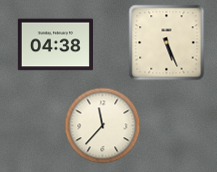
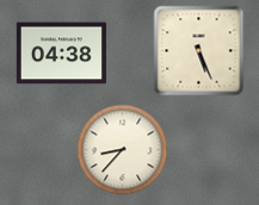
clock at (55, 45) position: (55, 45) -> (61, 54)
clock at (103, 126): 11:37 -> 8:37
